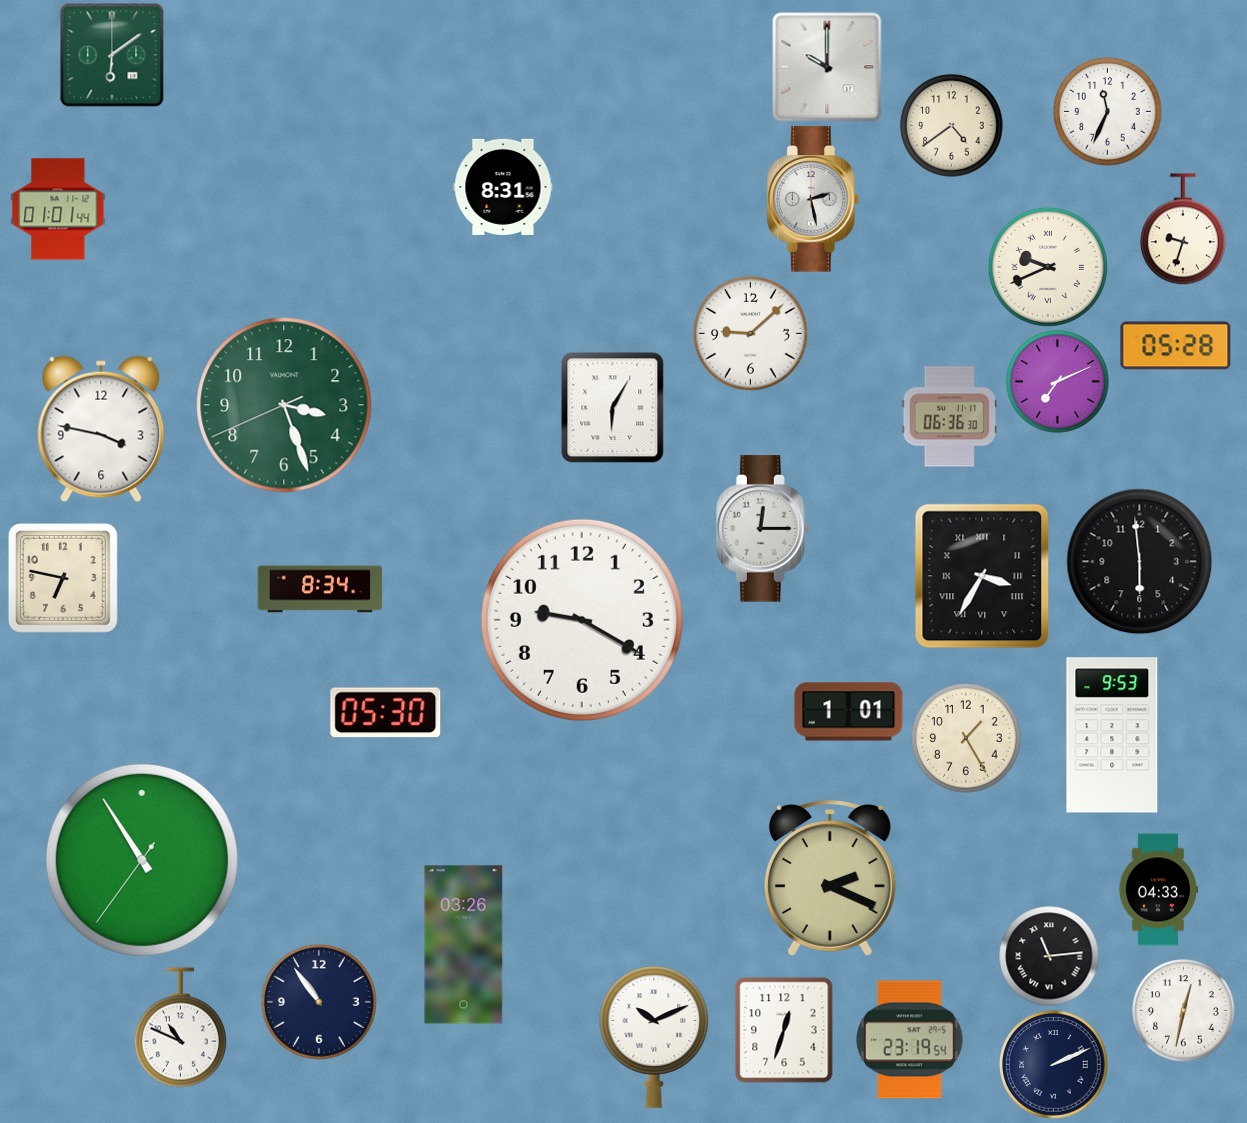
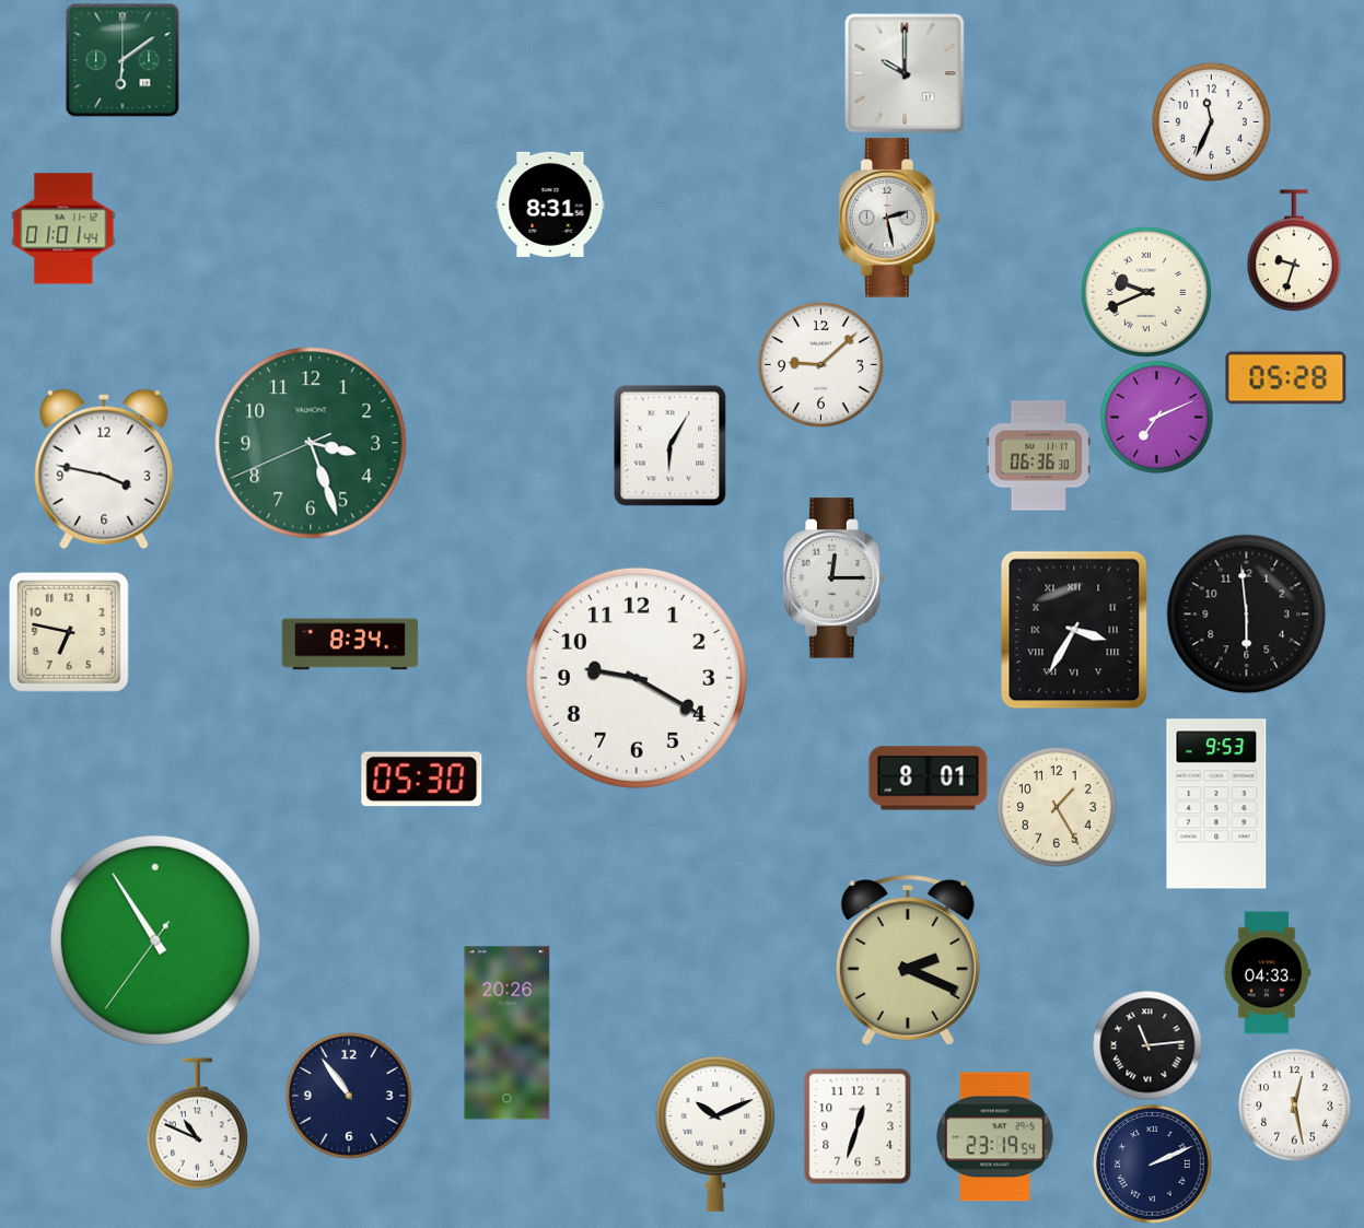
clock at (952, 126): 4:39 -> none
clock at (101, 429) position: (101, 429) -> (104, 469)
clock at (849, 712): 1:01 -> 8:01
clock at (464, 945): 03:26 -> 20:26
clock at (1184, 1011): 12:32 -> 12:28
